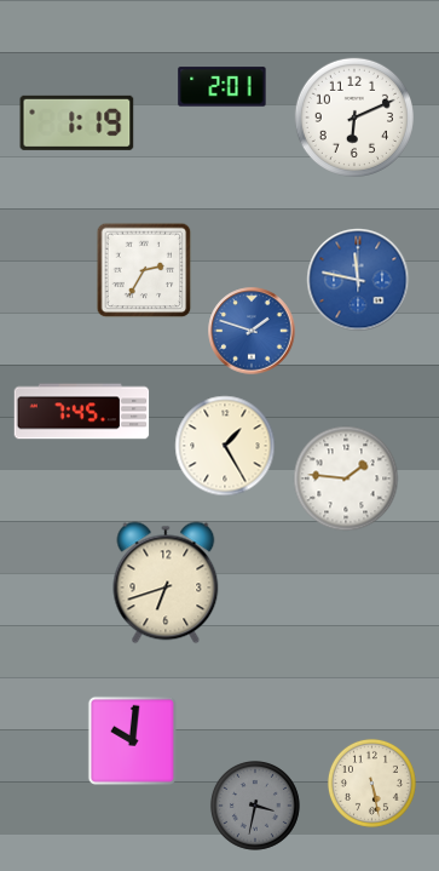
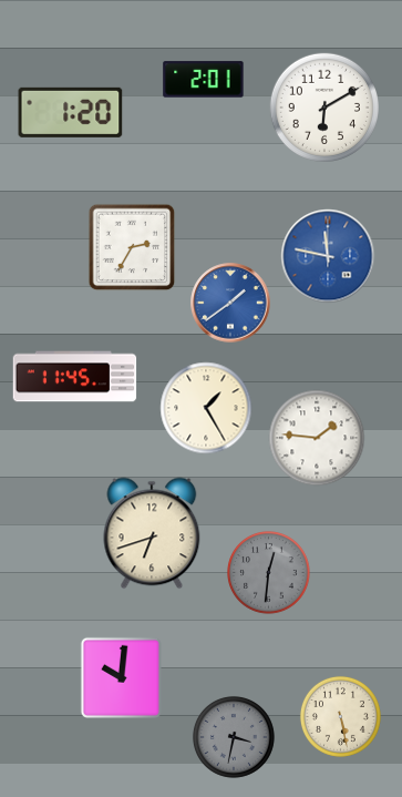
clock at (354, 118): 6:11 -> 6:10
clock at (77, 122): 1:19 -> 1:20
clock at (252, 331): 1:48 -> 1:39
clock at (82, 412): 7:45 -> 11:45
clock at (269, 573): none -> 12:31
